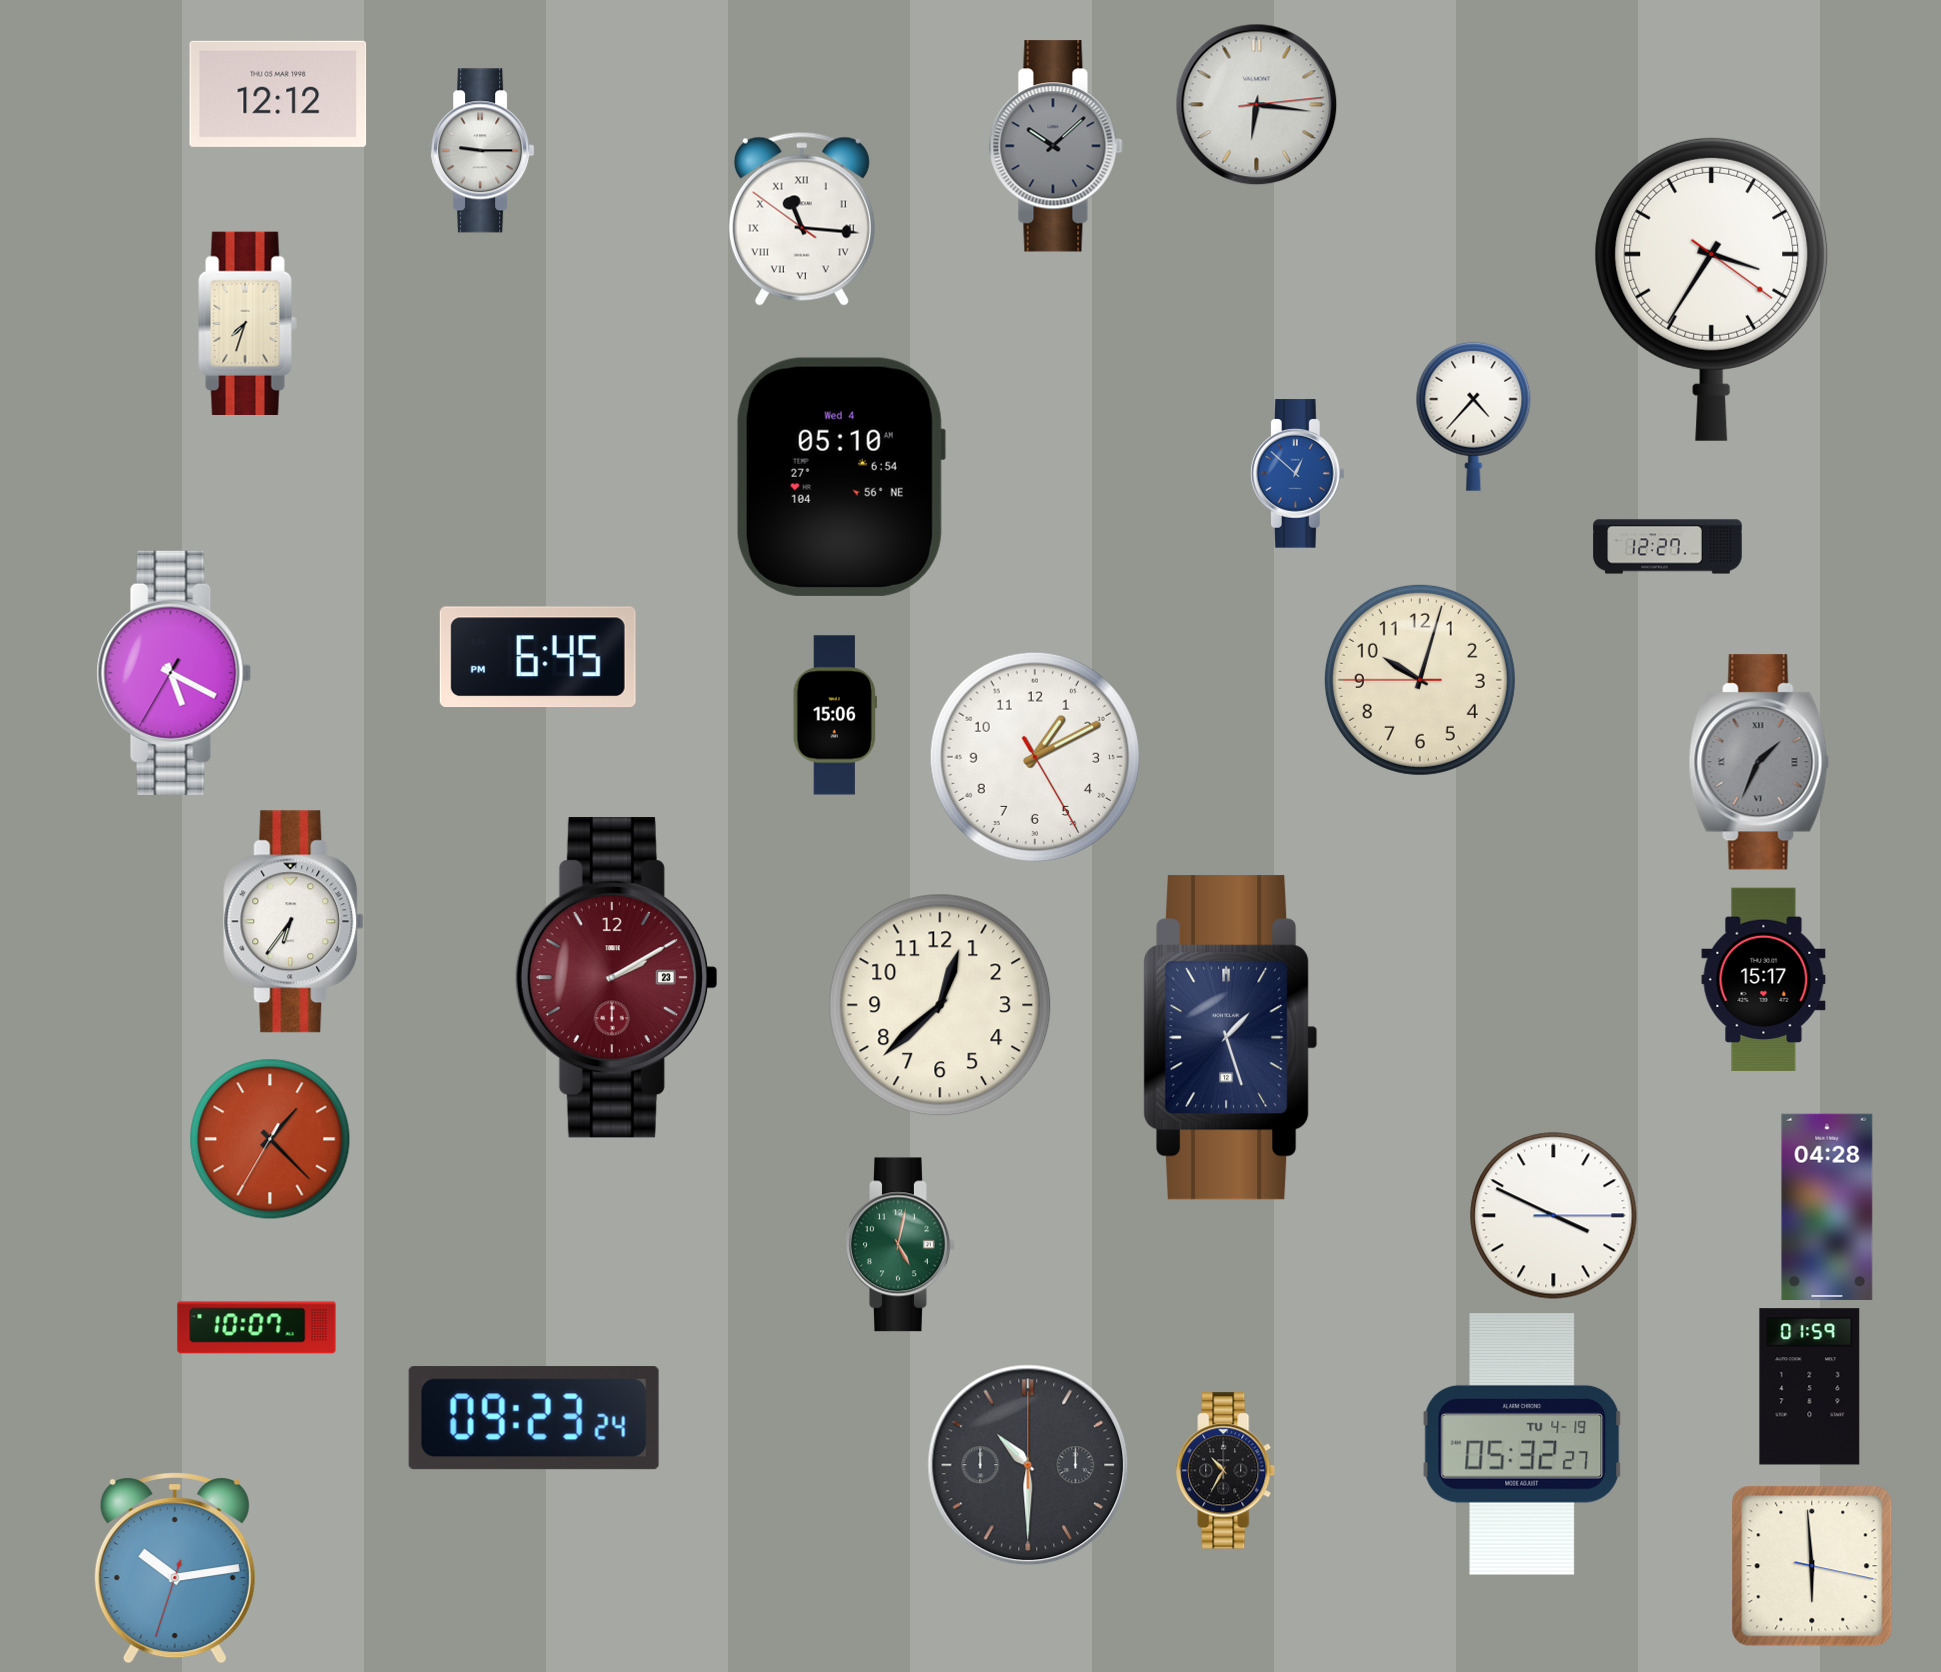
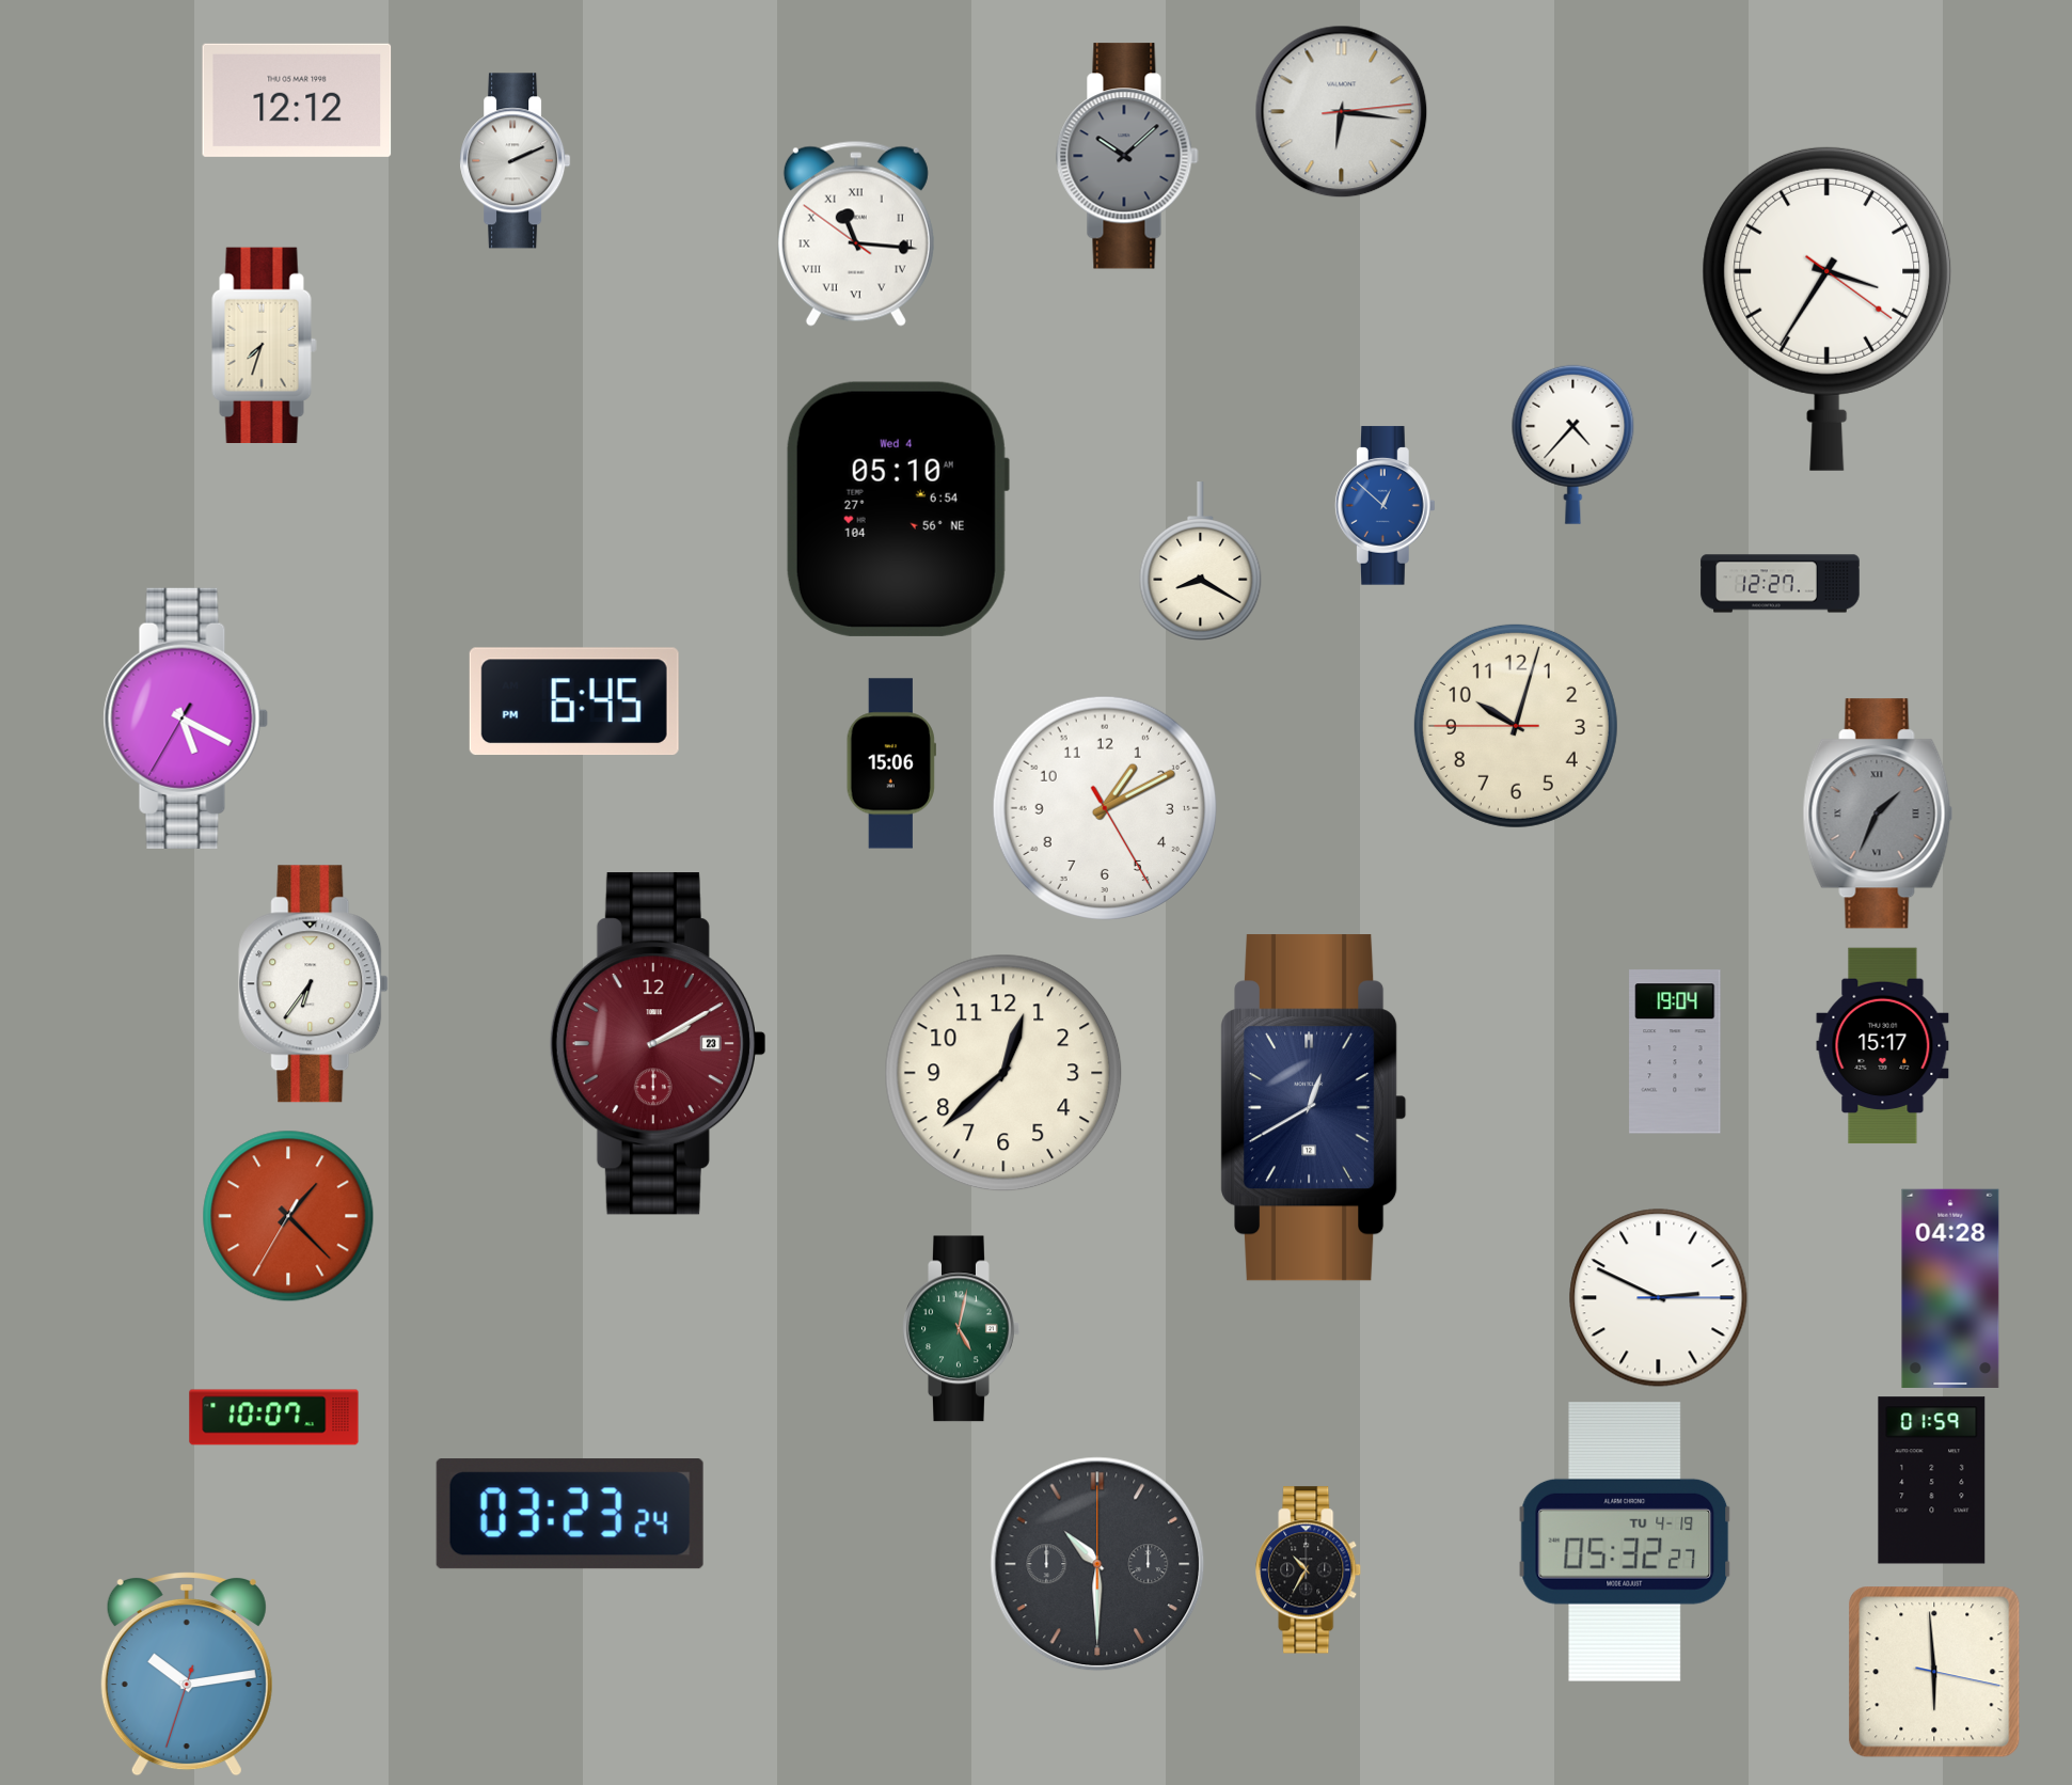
clock at (483, 151): 9:15 -> 2:11
clock at (1201, 562): none -> 8:20
clock at (1675, 1052): none -> 19:04
clock at (1231, 1038): 1:27 -> 12:40
clock at (1554, 1216): 3:49 -> 2:49
clock at (534, 1418): 09:23 -> 03:23
